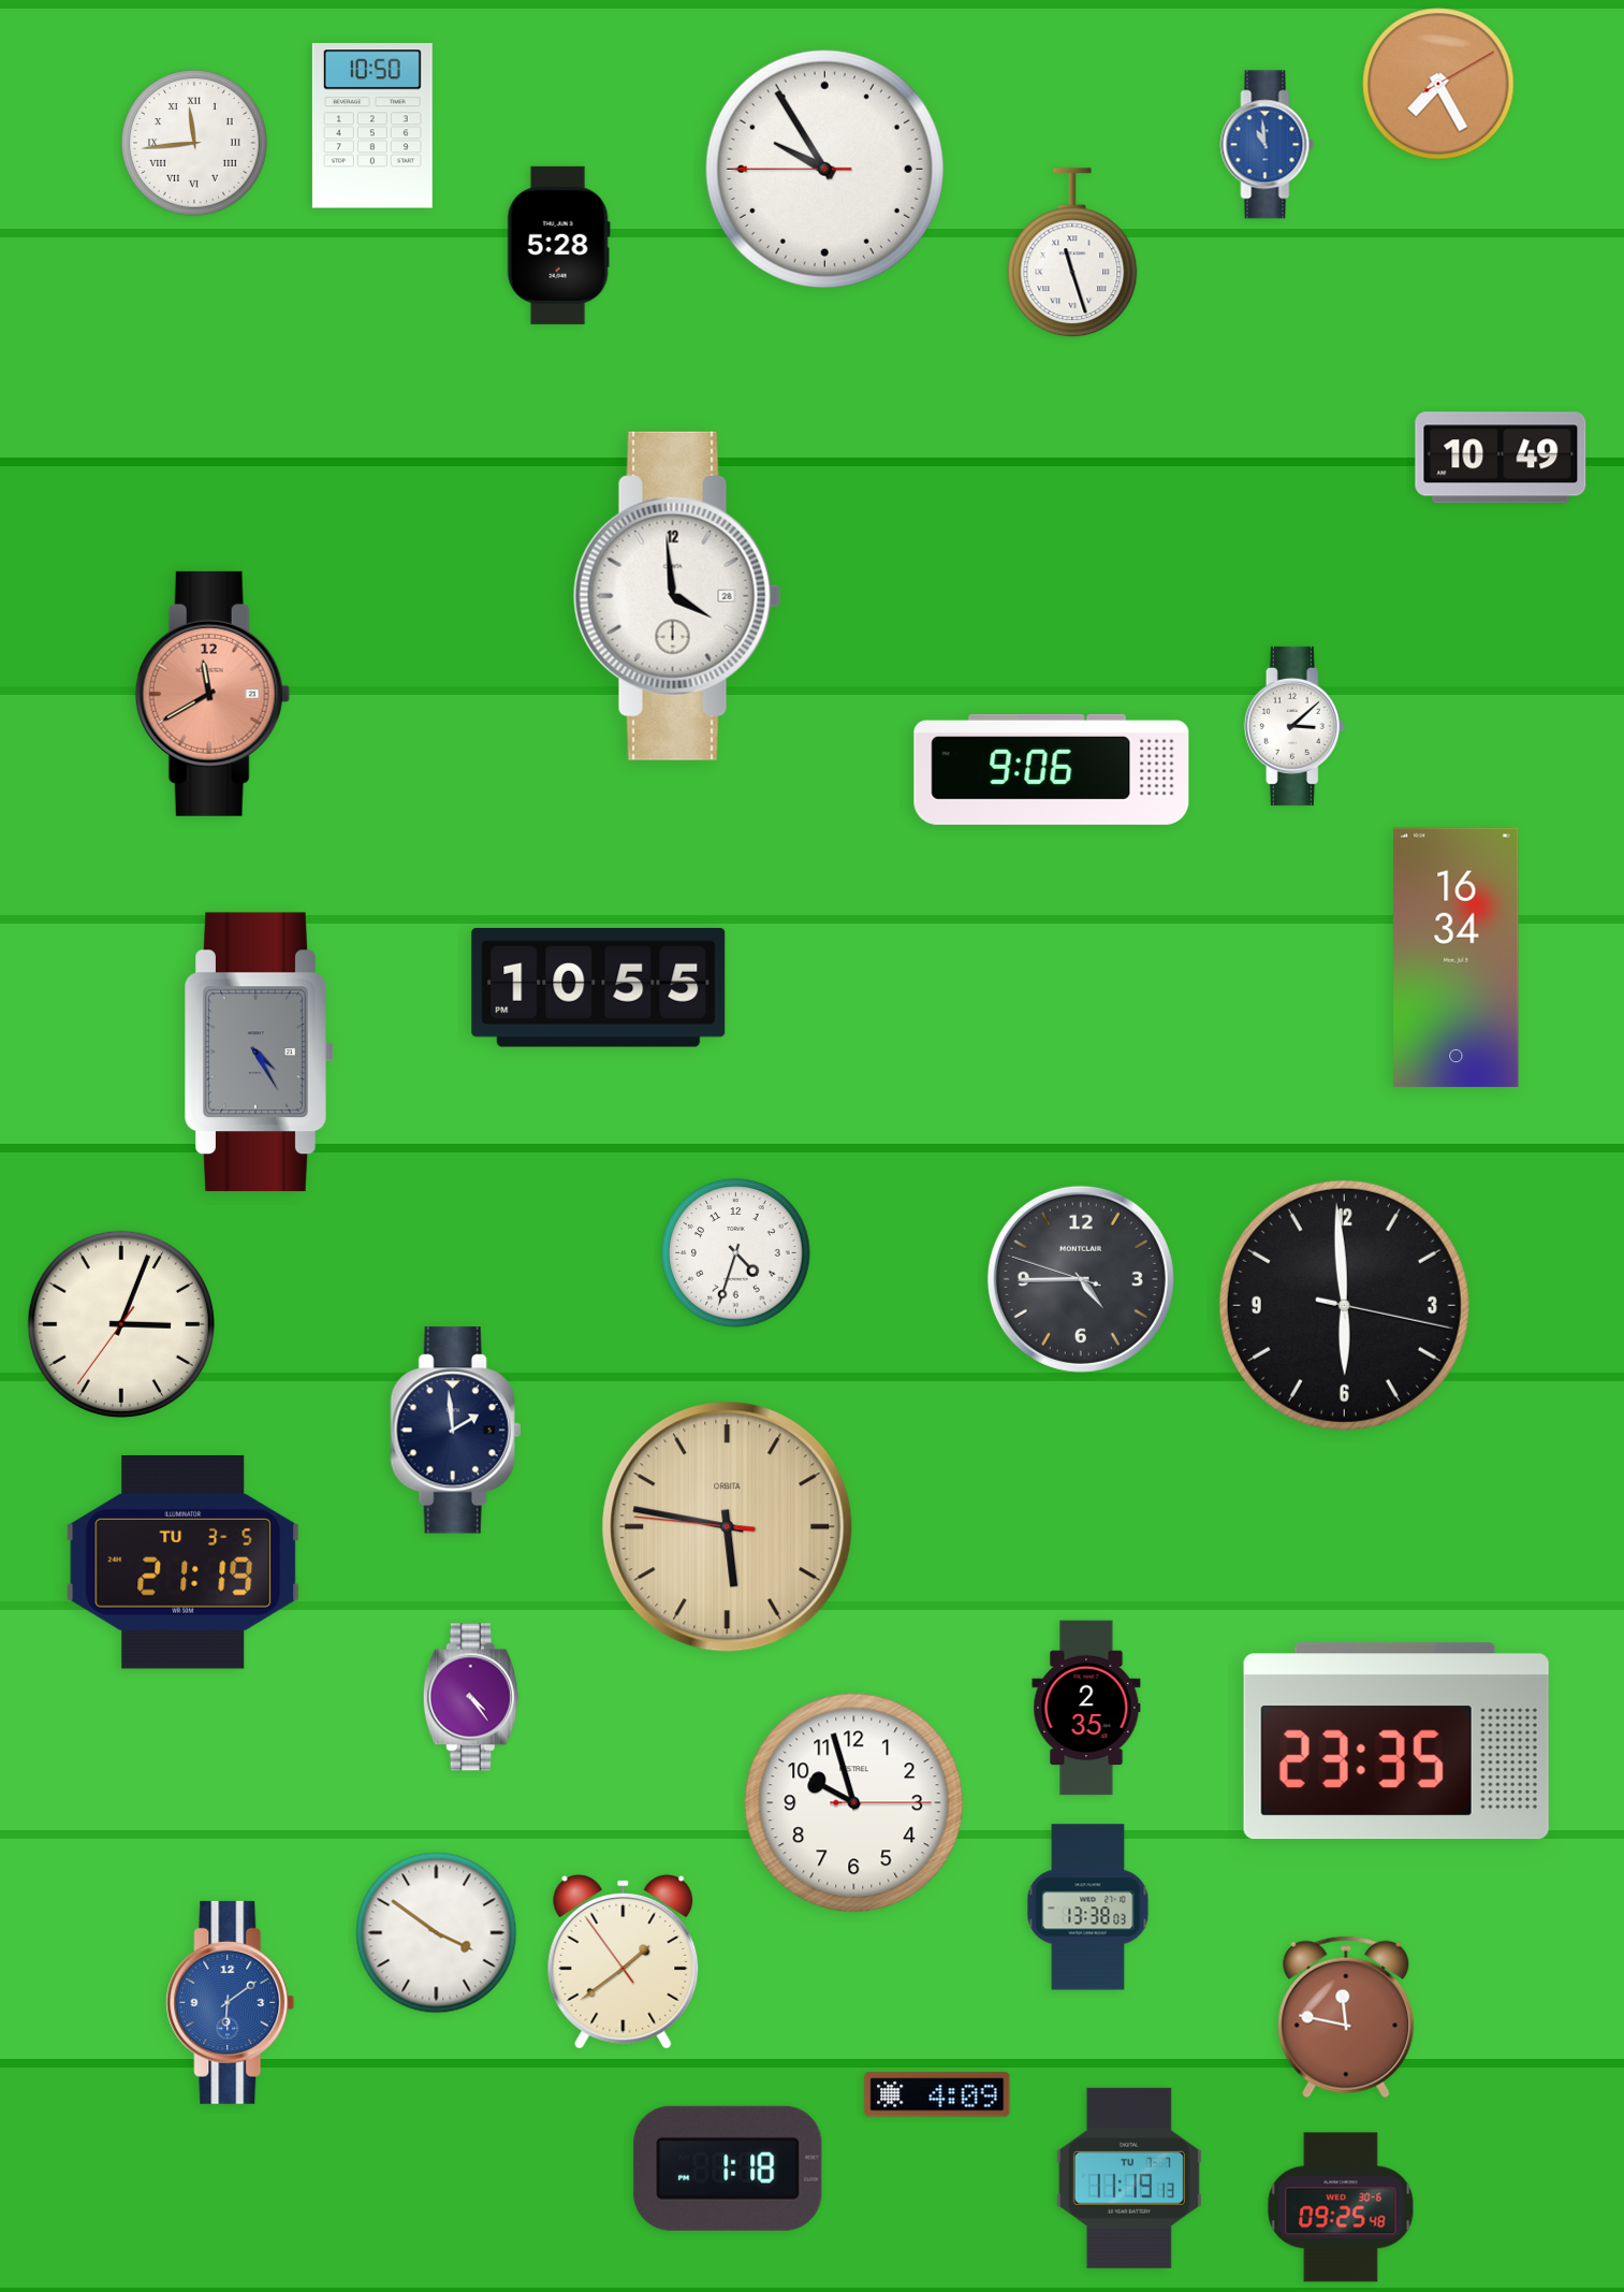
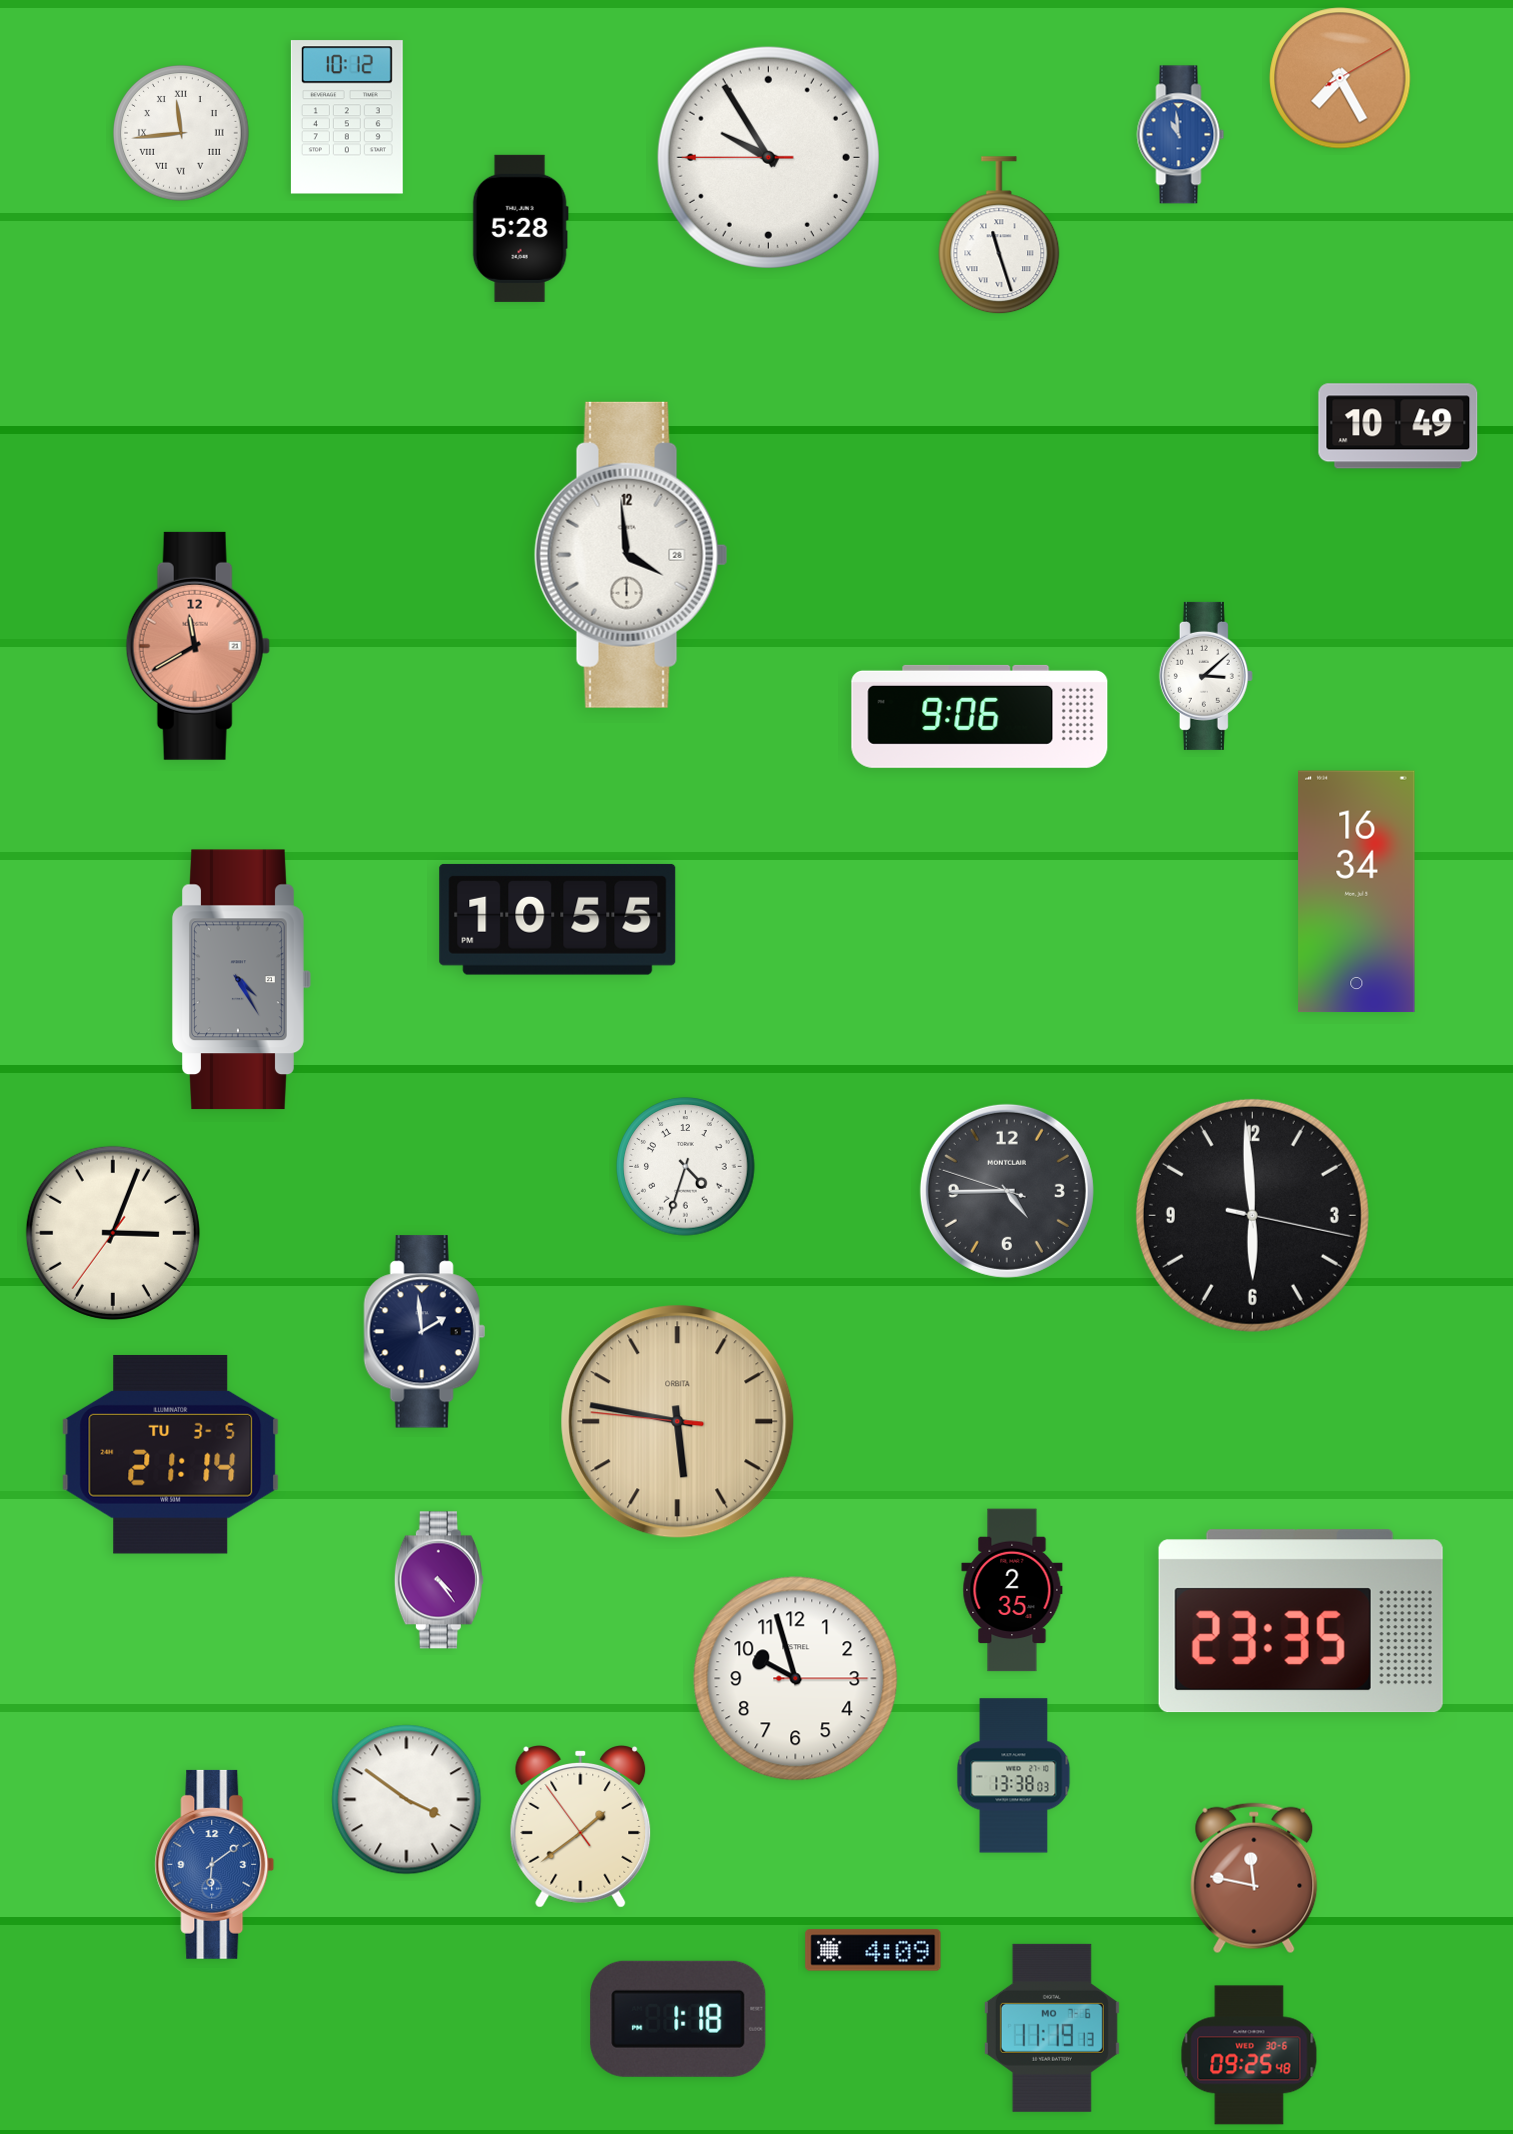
clock at (372, 126): 10:50 -> 10:12
clock at (184, 1562): 21:19 -> 21:14
clock at (1129, 2178) date: TU 7-7 -> MO 7-6
